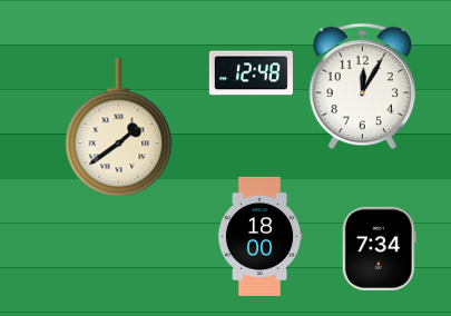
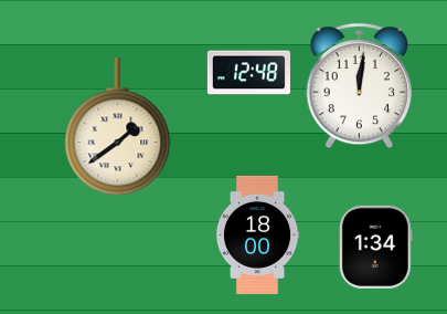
clock at (363, 87): 12:05 -> 12:01
clock at (379, 248): 7:34 -> 1:34
